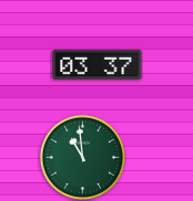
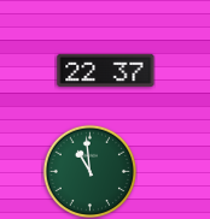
clock at (98, 64): 03:37 -> 22:37
